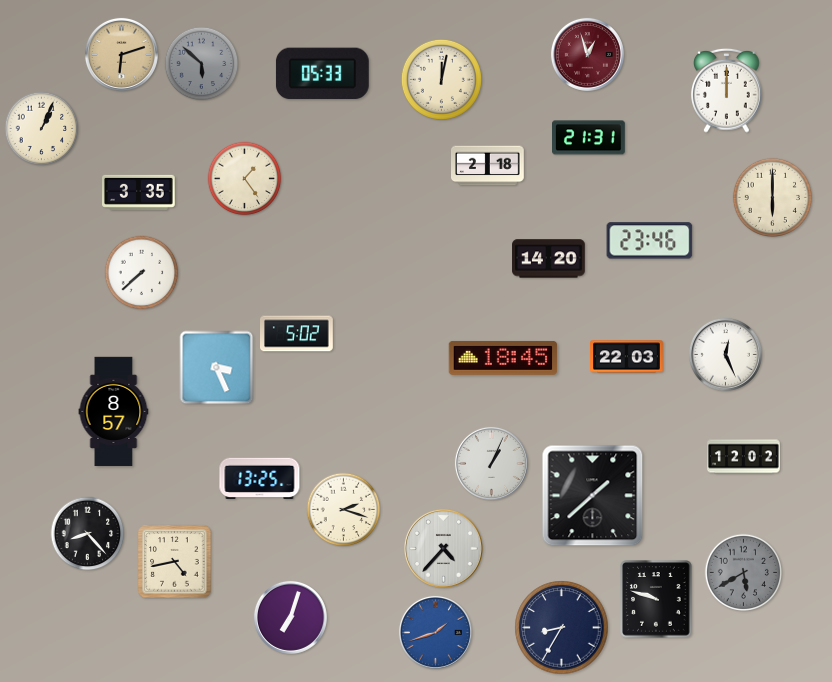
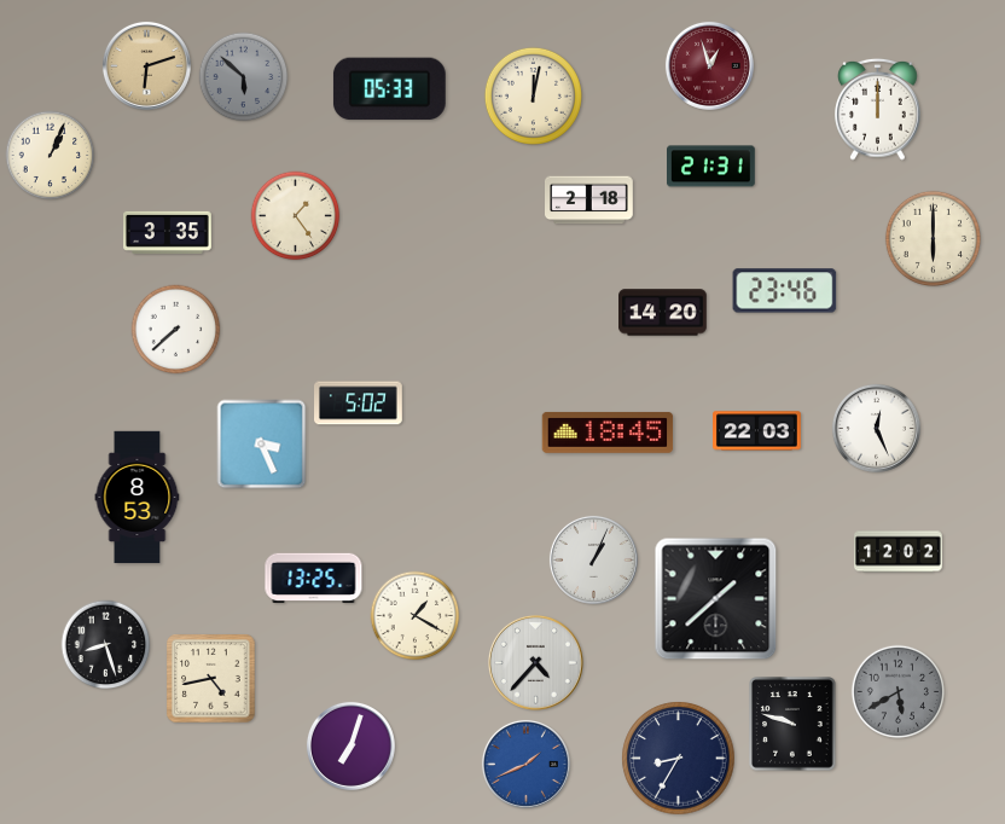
clock at (142, 273) position: (142, 273) -> (176, 330)
clock at (114, 412): 8:57 -> 8:53
clock at (344, 510): 2:18 -> 1:20
clock at (88, 534): 8:23 -> 8:27
clock at (435, 632): 1:42 -> 1:41
